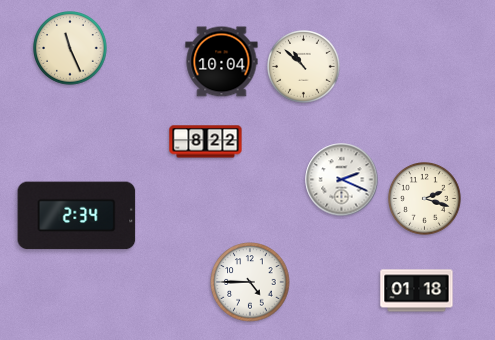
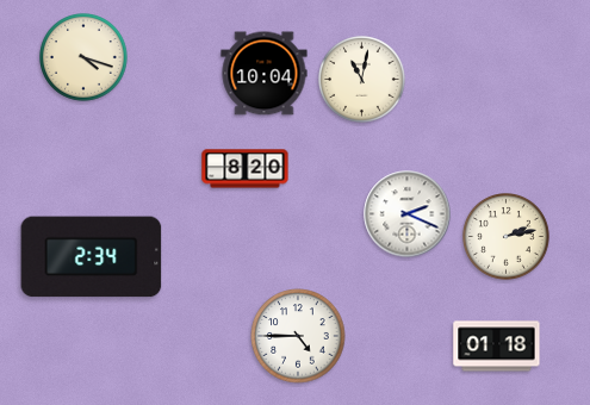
clock at (71, 49): 11:26 -> 4:18
clock at (304, 67): 10:52 -> 11:02
clock at (206, 142): 8:22 -> 8:20
clock at (425, 199): 2:18 -> 2:13
